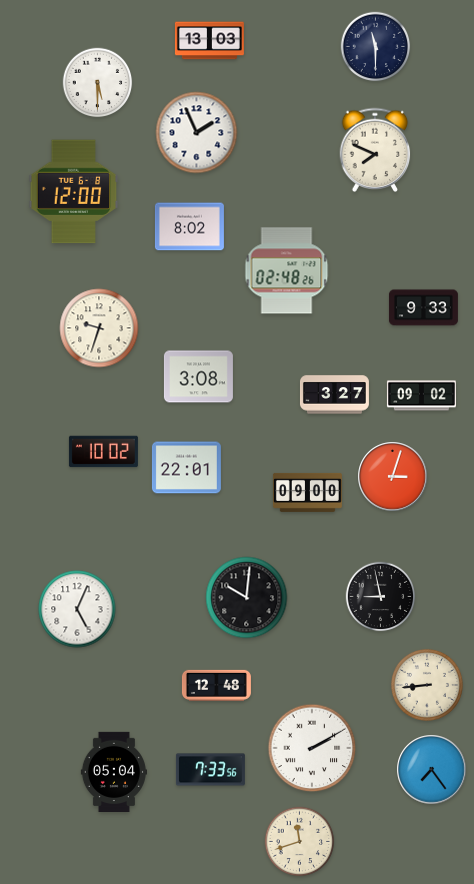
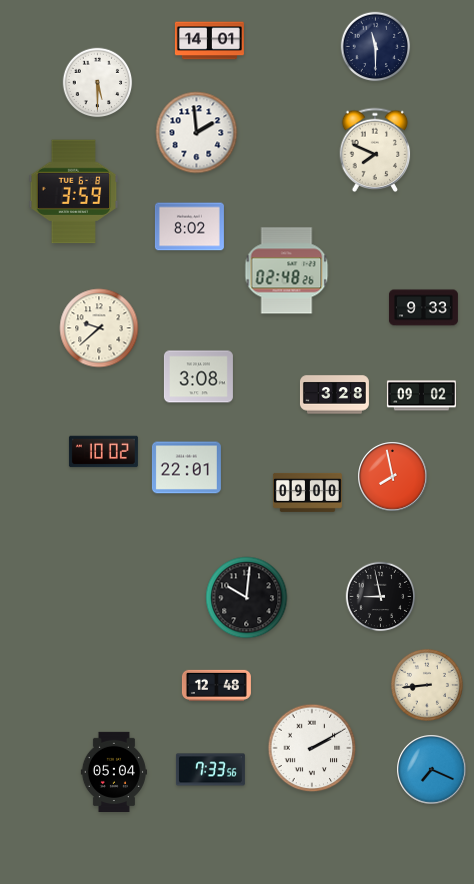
clock at (209, 41): 13:03 -> 14:01
clock at (197, 133): 1:56 -> 1:59
clock at (74, 192): 12:00 -> 3:59
clock at (99, 328): 9:33 -> 9:38
clock at (334, 395): 3:27 -> 3:28
clock at (393, 477): 3:03 -> 7:58
clock at (77, 609): 5:04 -> none
clock at (432, 770): 7:24 -> 7:19
clock at (300, 842): 11:42 -> none
